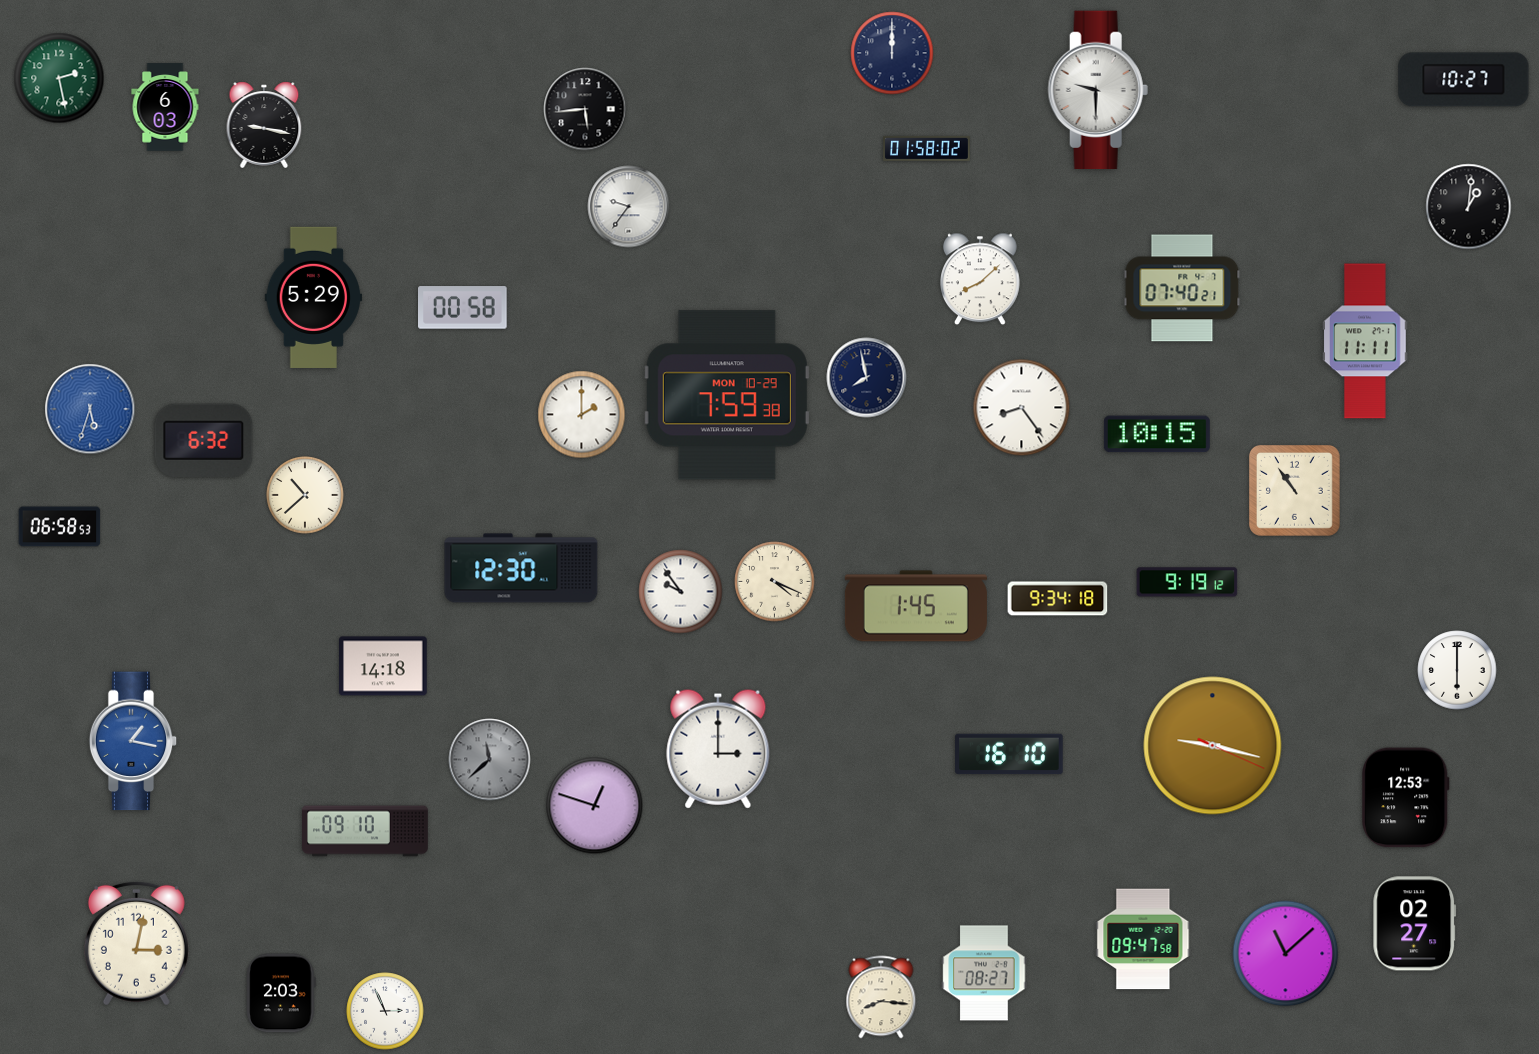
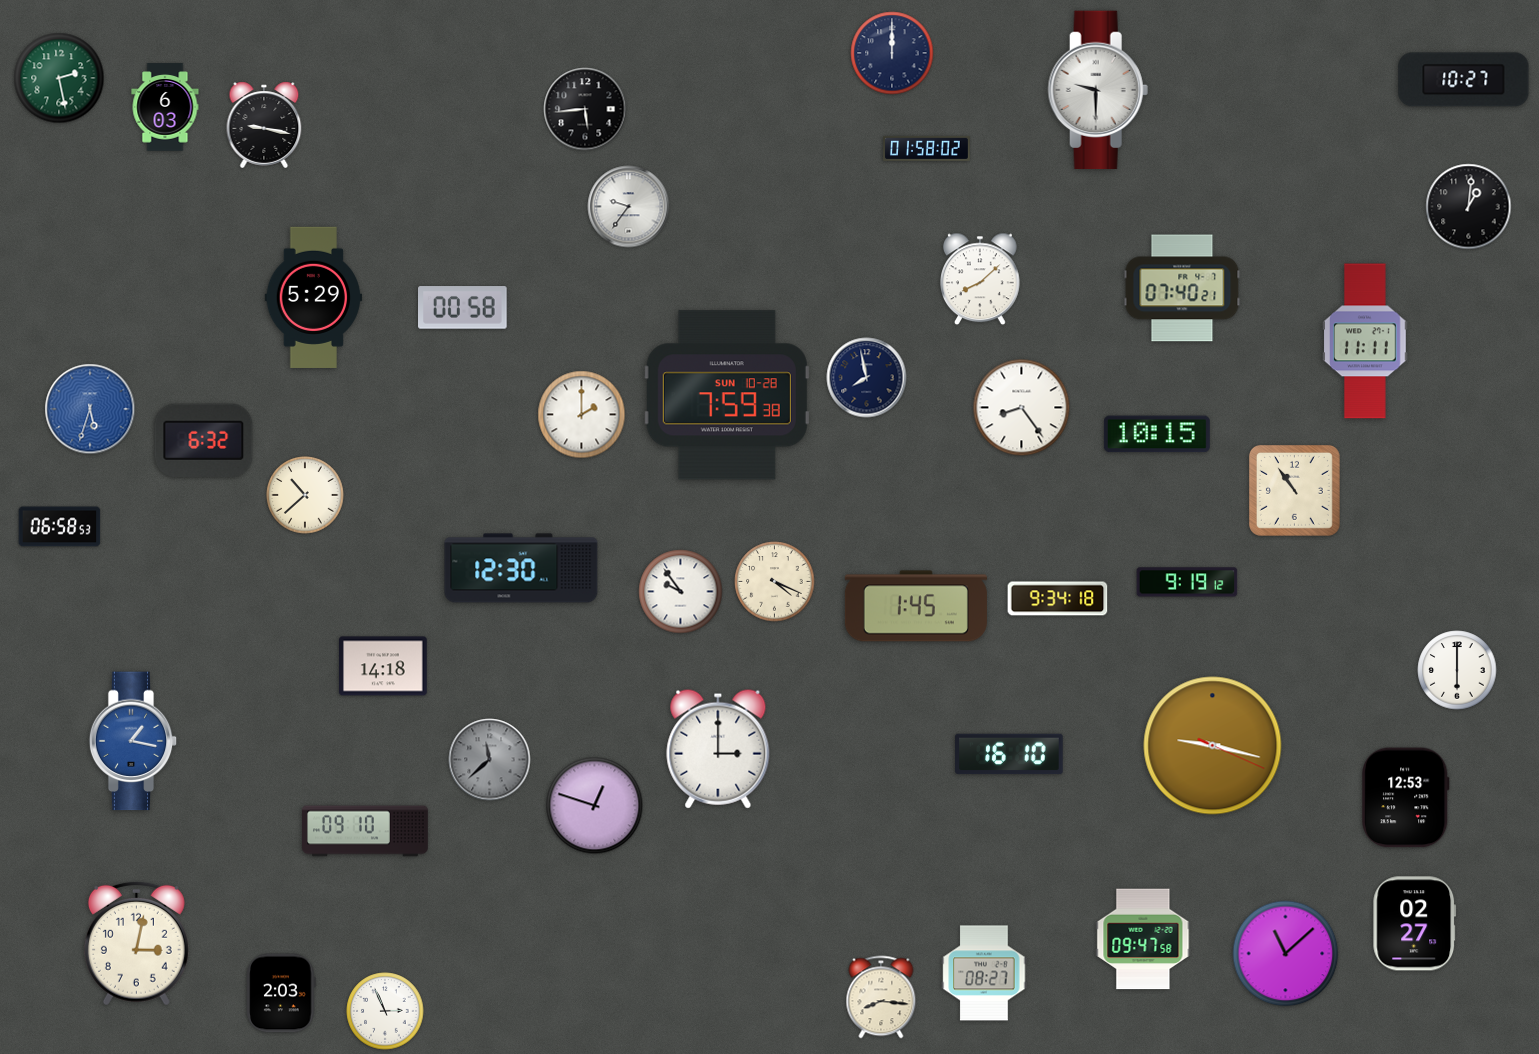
clock at (727, 395) date: MON 10-29 -> SUN 10-28
